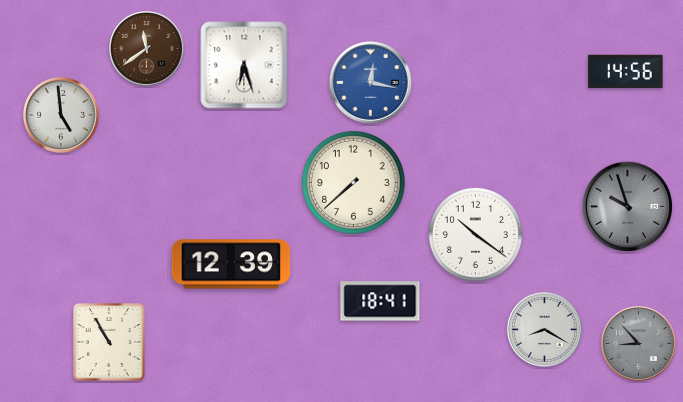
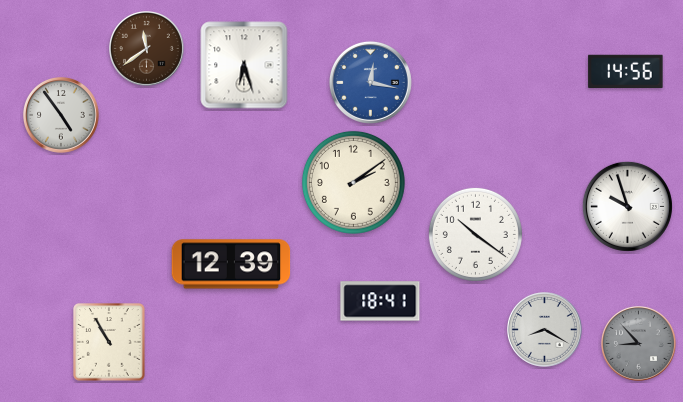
clock at (61, 115): 4:59 -> 4:54
clock at (353, 182): 7:38 -> 2:09
clock at (627, 206) dial: grey -> white
